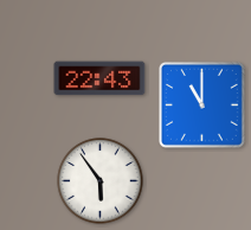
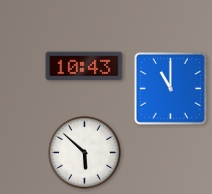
clock at (99, 78): 22:43 -> 10:43
clock at (101, 181): 5:54 -> 5:52
